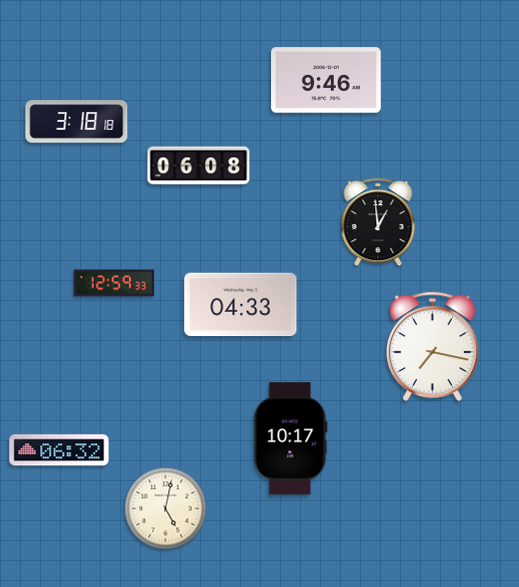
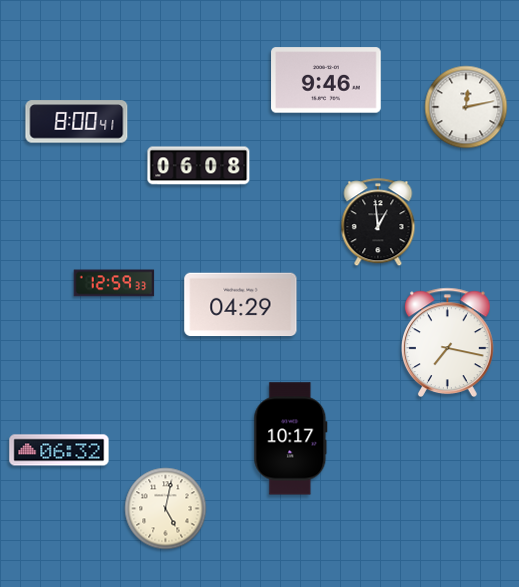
clock at (466, 107): none -> 12:13
clock at (77, 122): 3:18 -> 8:00
clock at (241, 305): 04:33 -> 04:29
clock at (433, 346) position: (433, 346) -> (448, 342)
